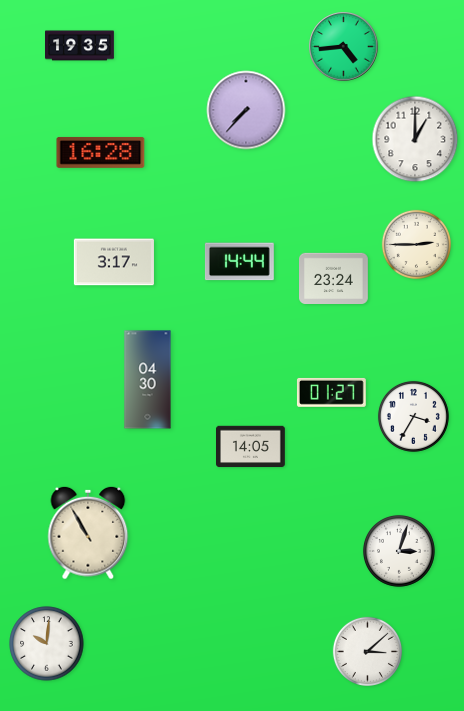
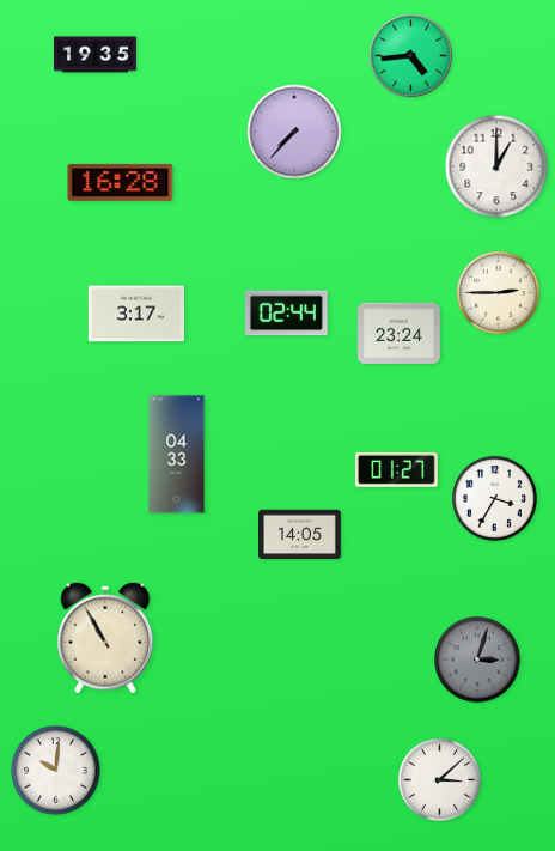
clock at (239, 262): 14:44 -> 02:44
clock at (148, 380): 04:30 -> 04:33
clock at (399, 551) dial: white -> grey
